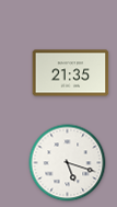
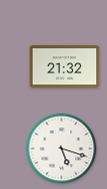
clock at (71, 73): 21:35 -> 21:32
